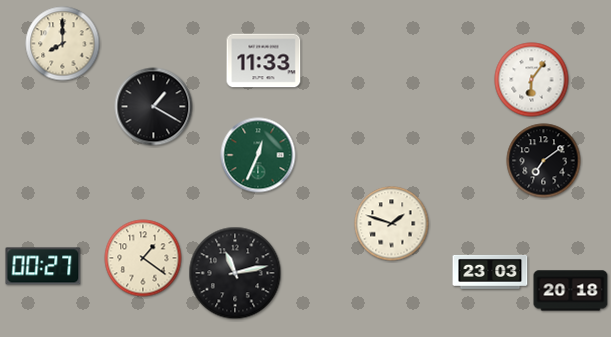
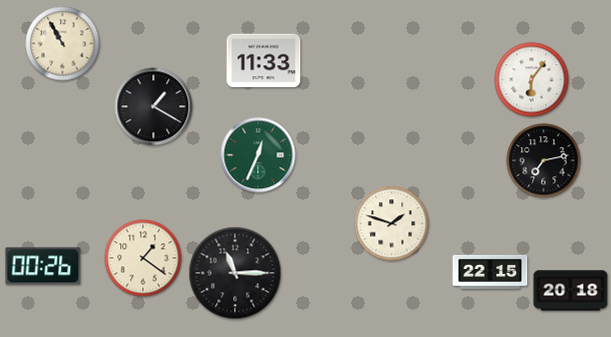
clock at (63, 44): 8:00 -> 10:55
clock at (544, 161): 7:09 -> 7:13
clock at (43, 266): 00:27 -> 00:26
clock at (490, 272): 23:03 -> 22:15
clock at (235, 273): 11:13 -> 11:15
